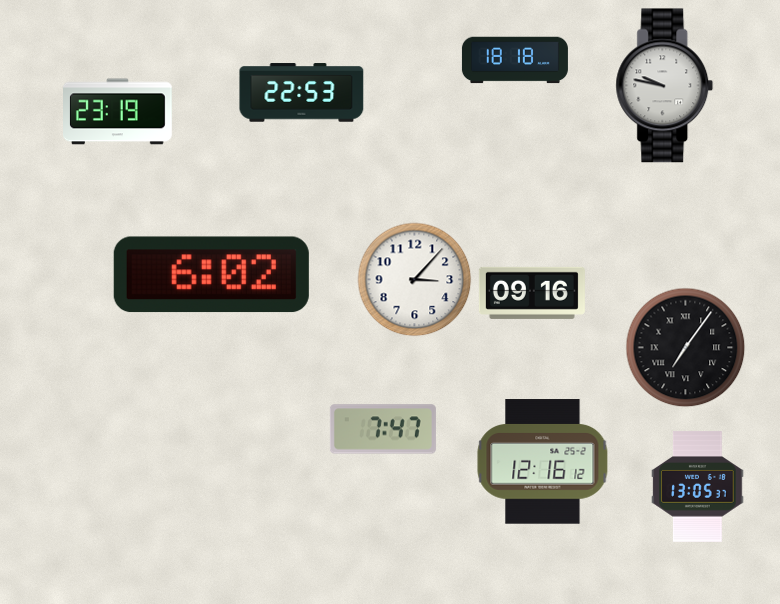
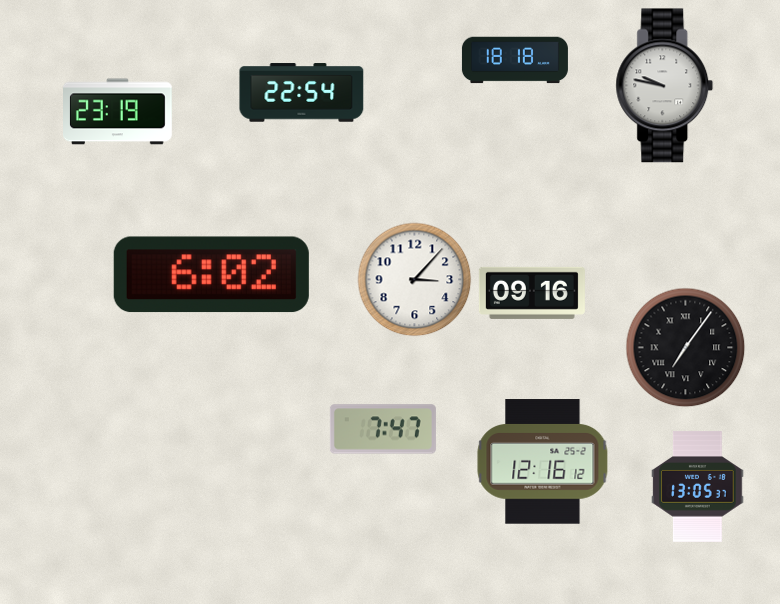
clock at (302, 93): 22:53 -> 22:54
